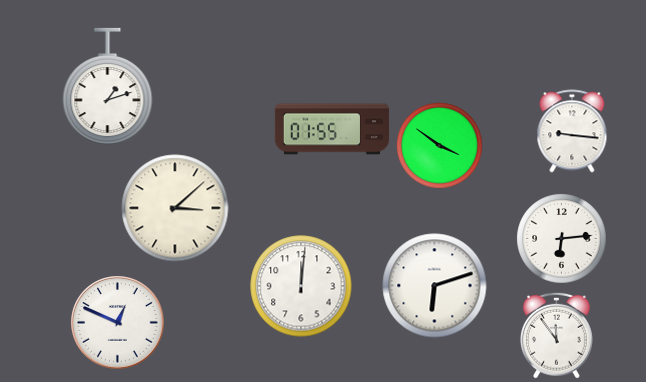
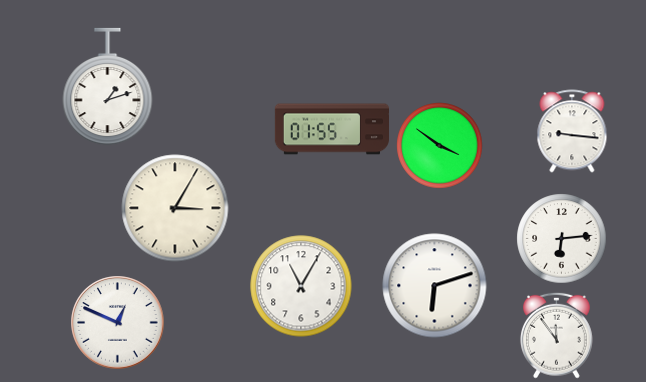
clock at (175, 208): 3:08 -> 3:05
clock at (301, 286): 12:01 -> 11:05
